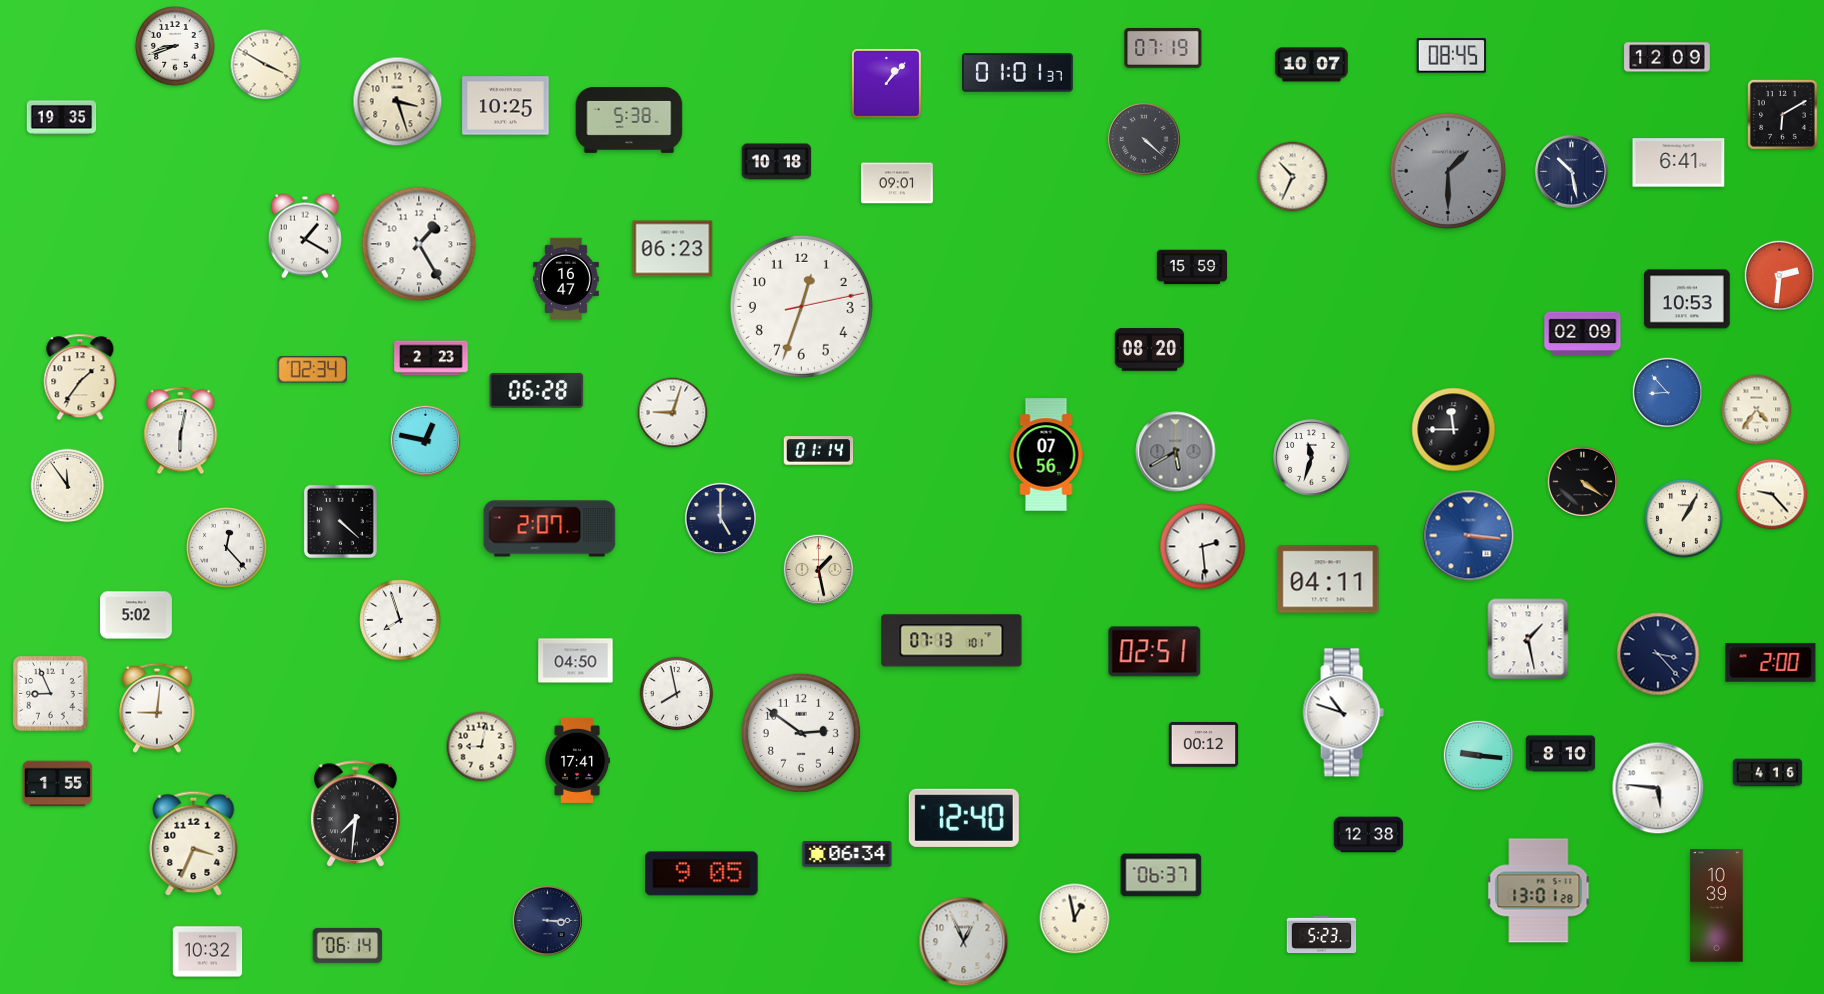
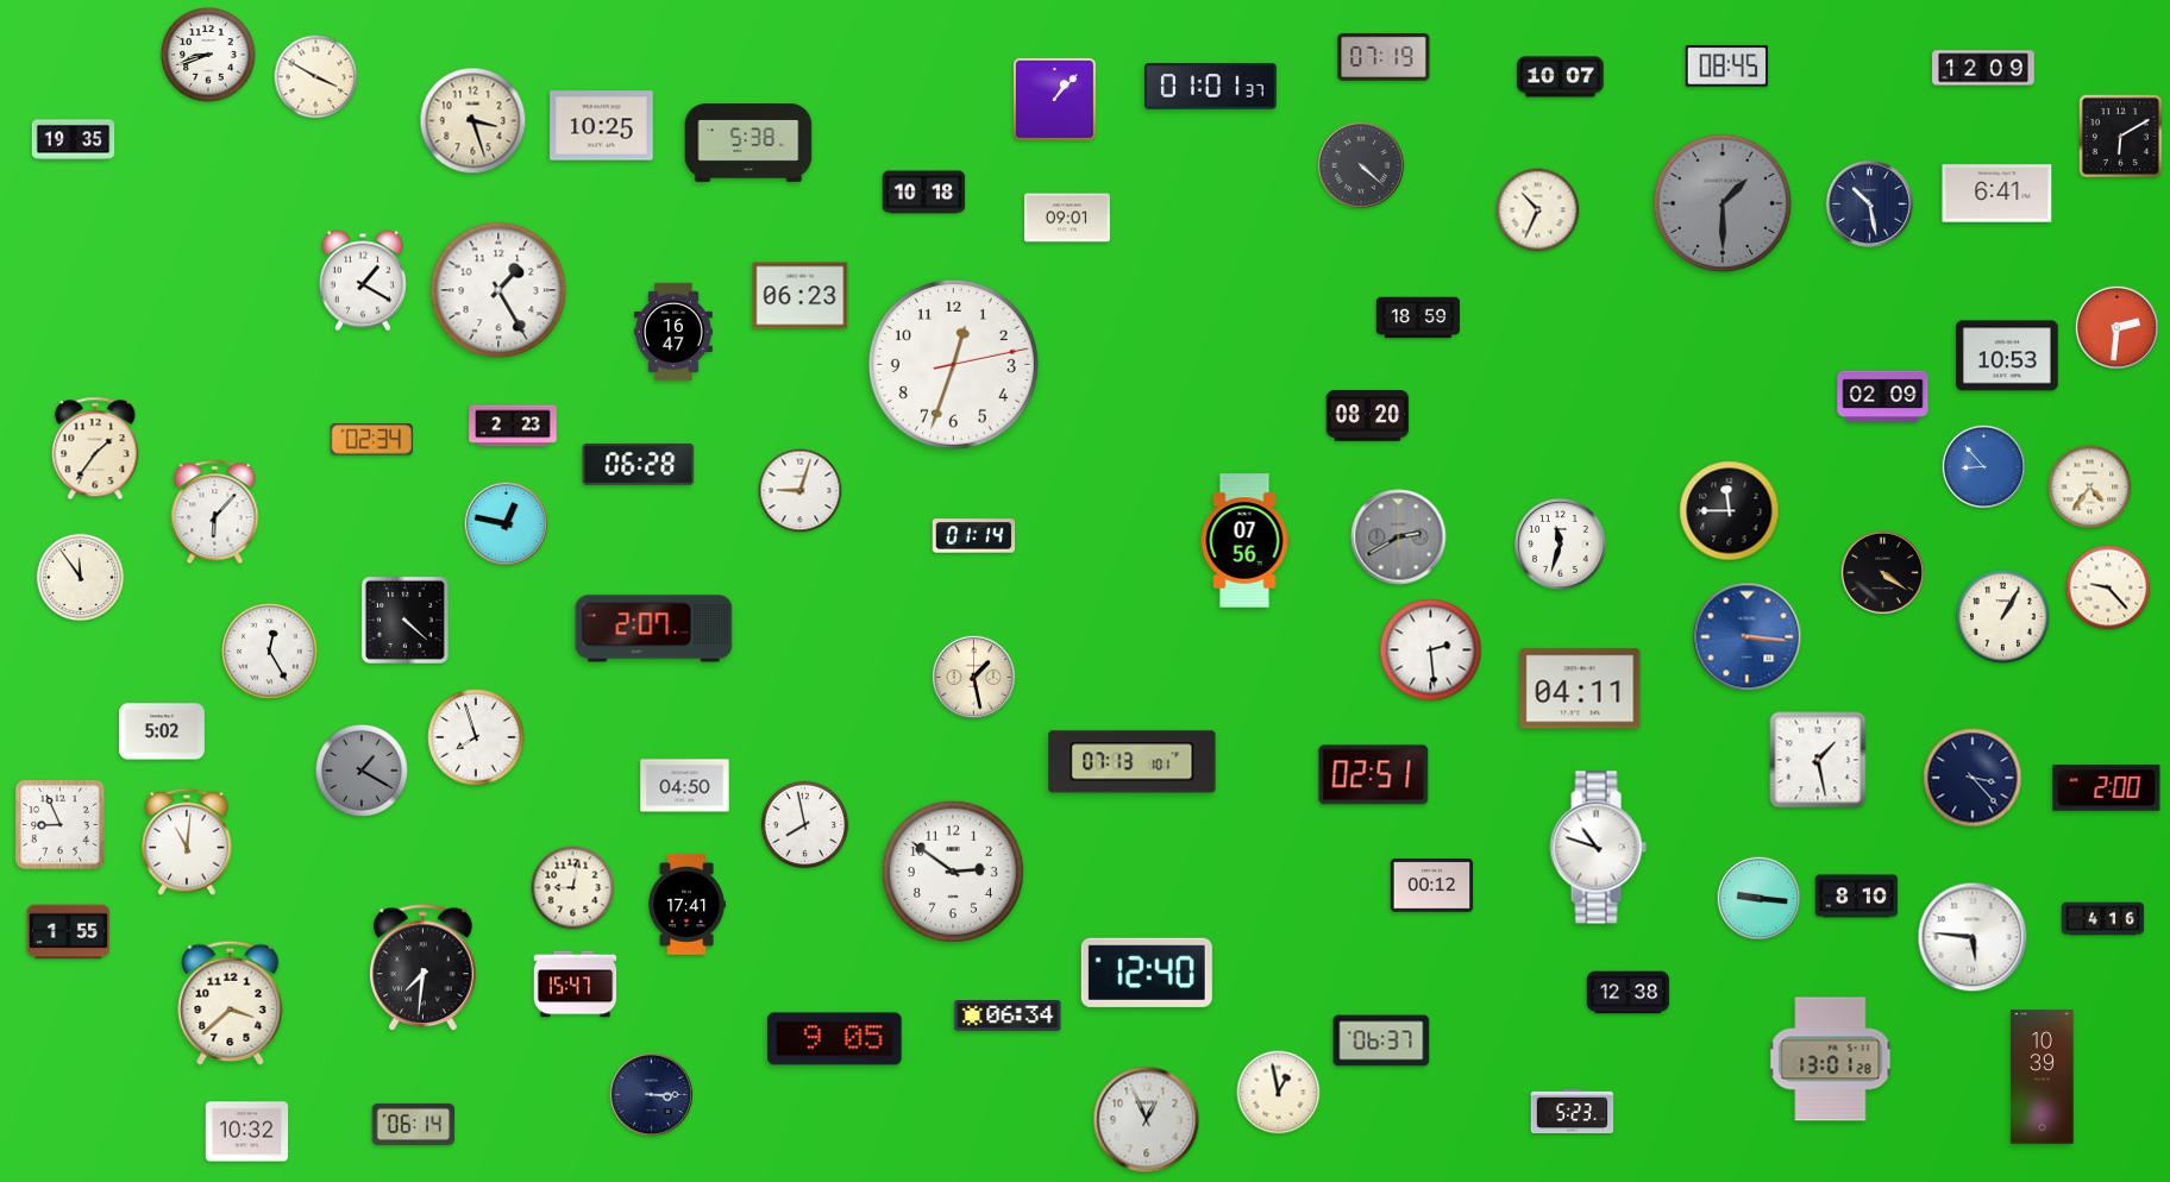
clock at (1191, 267): 15:59 -> 18:59
clock at (181, 431): 6:02 -> 6:07
clock at (1176, 452): 5:40 -> 2:40
clock at (720, 518): 5:00 -> none
clock at (227, 548): 12:23 -> 12:25
clock at (362, 771): none -> 1:20
clock at (157, 708): 9:01 -> 11:01
clock at (576, 985): none -> 15:47
clock at (194, 843): 3:34 -> 3:38
